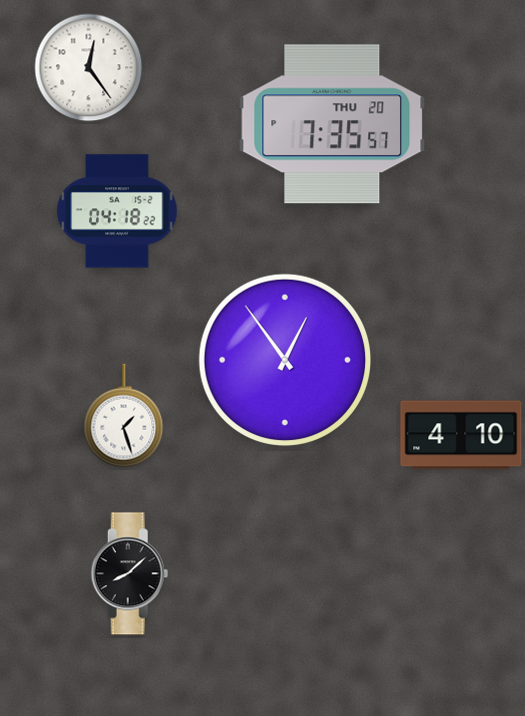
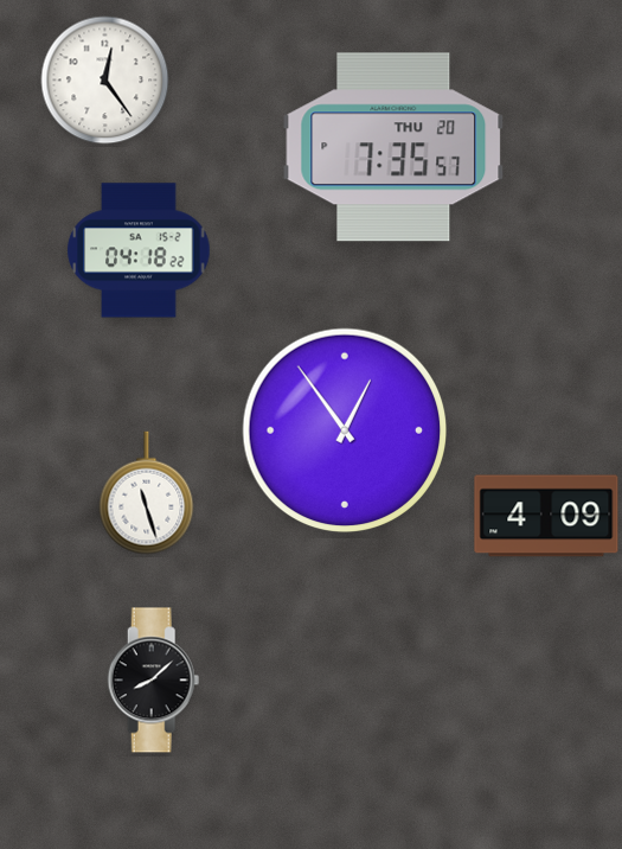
clock at (285, 360) position: (285, 360) -> (345, 430)
clock at (124, 416): 1:27 -> 11:27
clock at (461, 435): 4:10 -> 4:09
